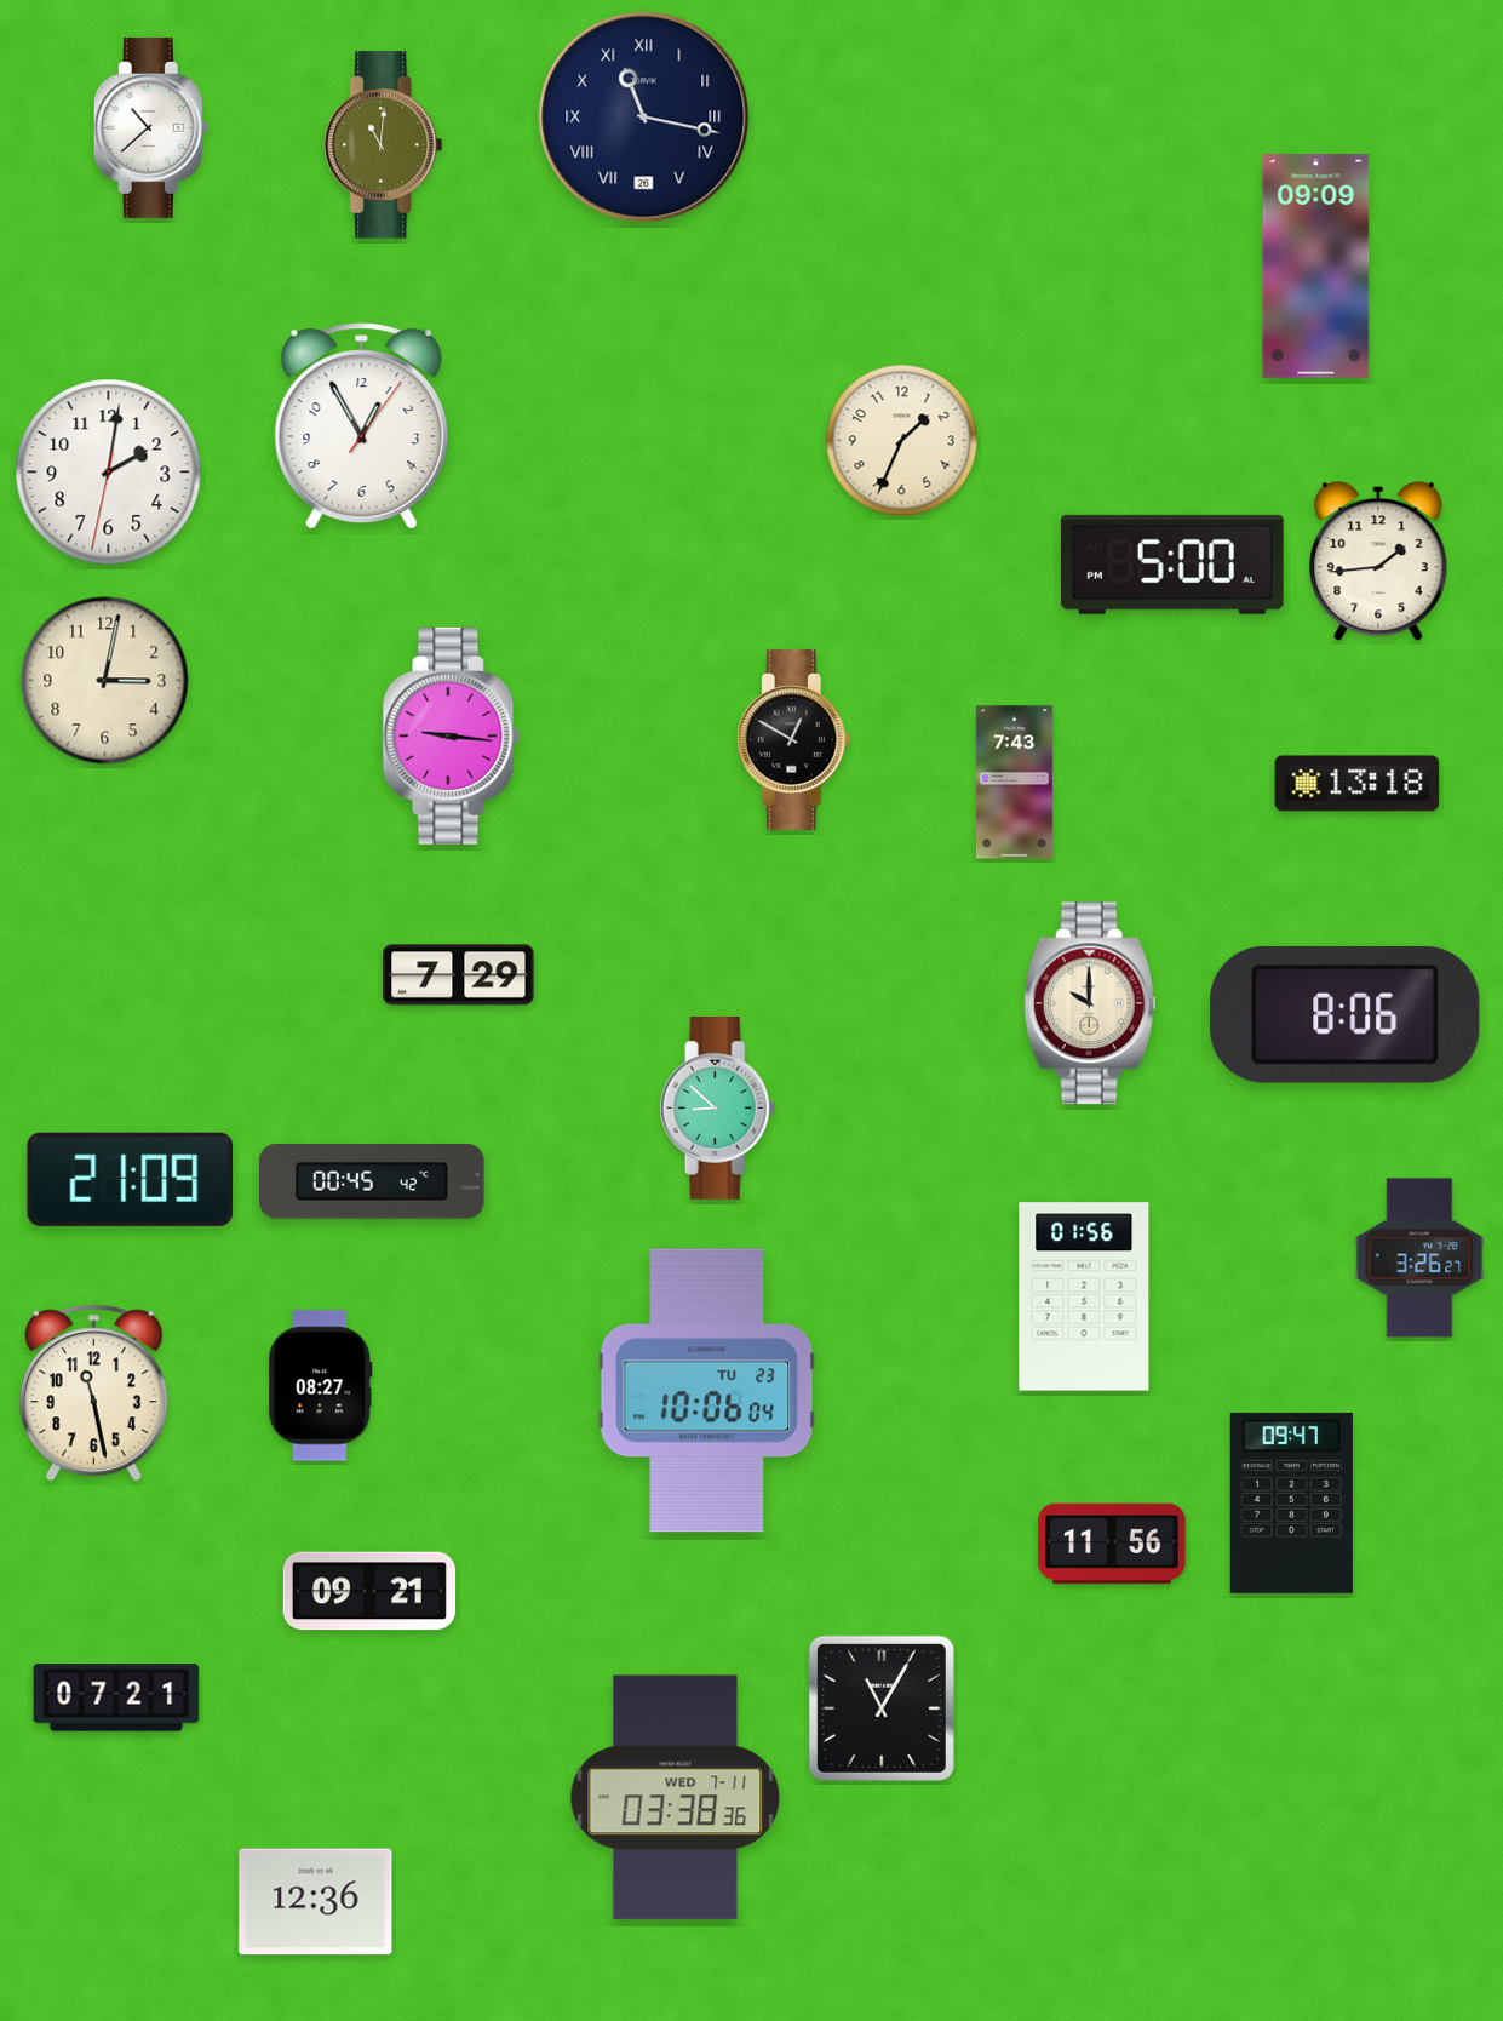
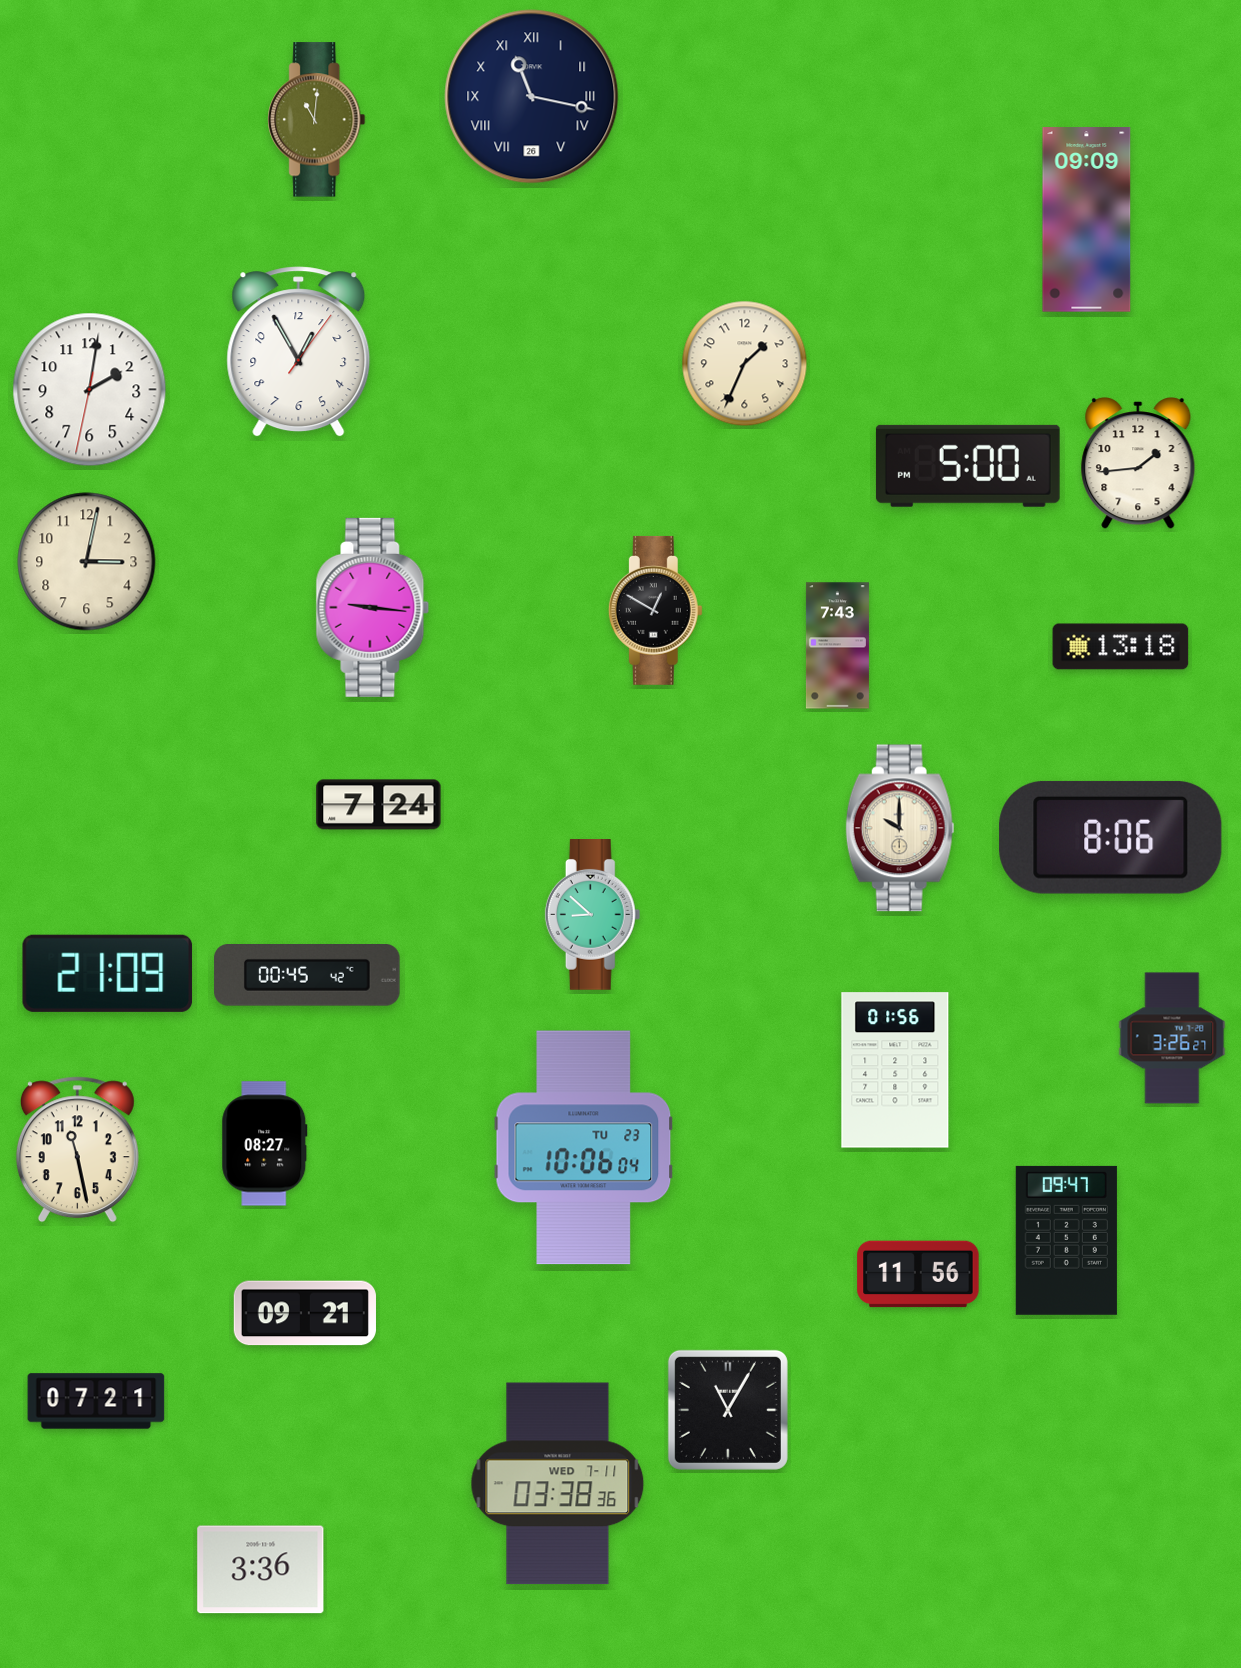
clock at (150, 127): 10:38 -> none
clock at (459, 975): 7:29 -> 7:24
clock at (316, 1902): 12:36 -> 3:36
